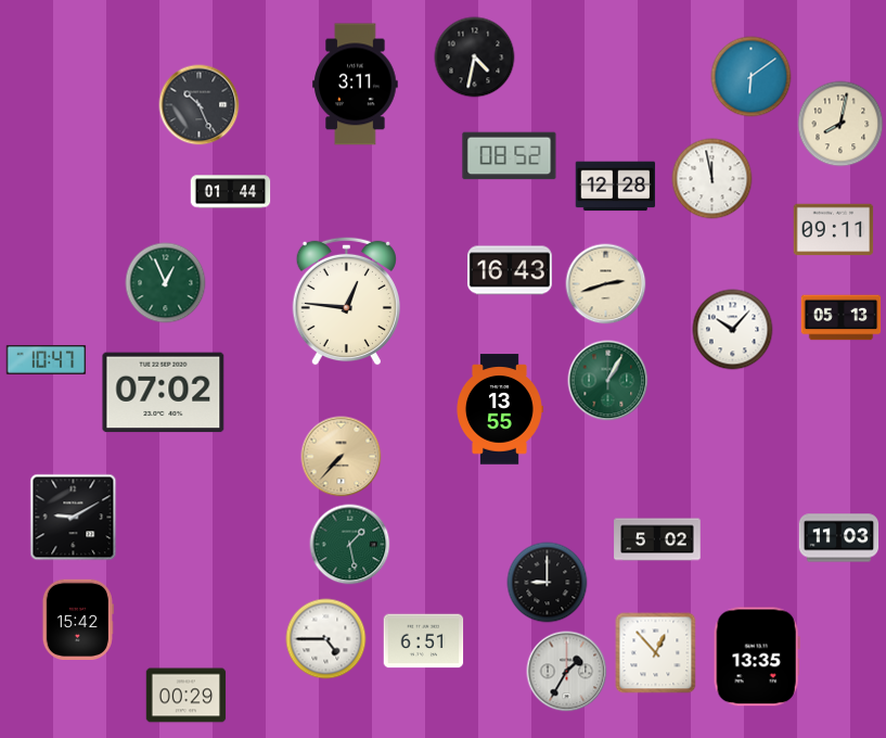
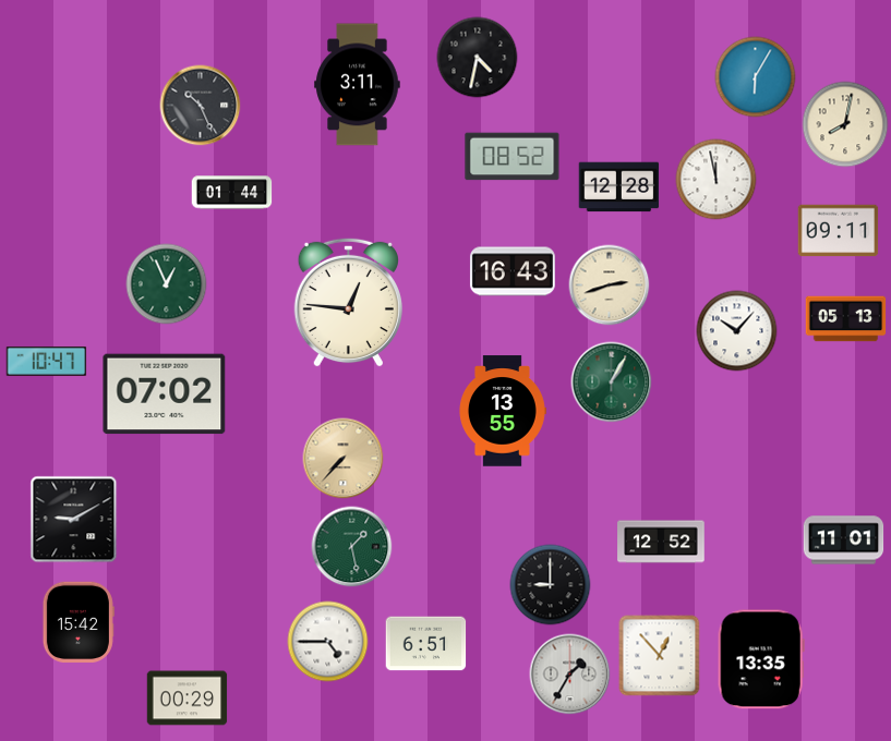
clock at (752, 77): 6:09 -> 6:05
clock at (839, 538): 11:03 -> 11:01
clock at (657, 539): 5:02 -> 12:52
